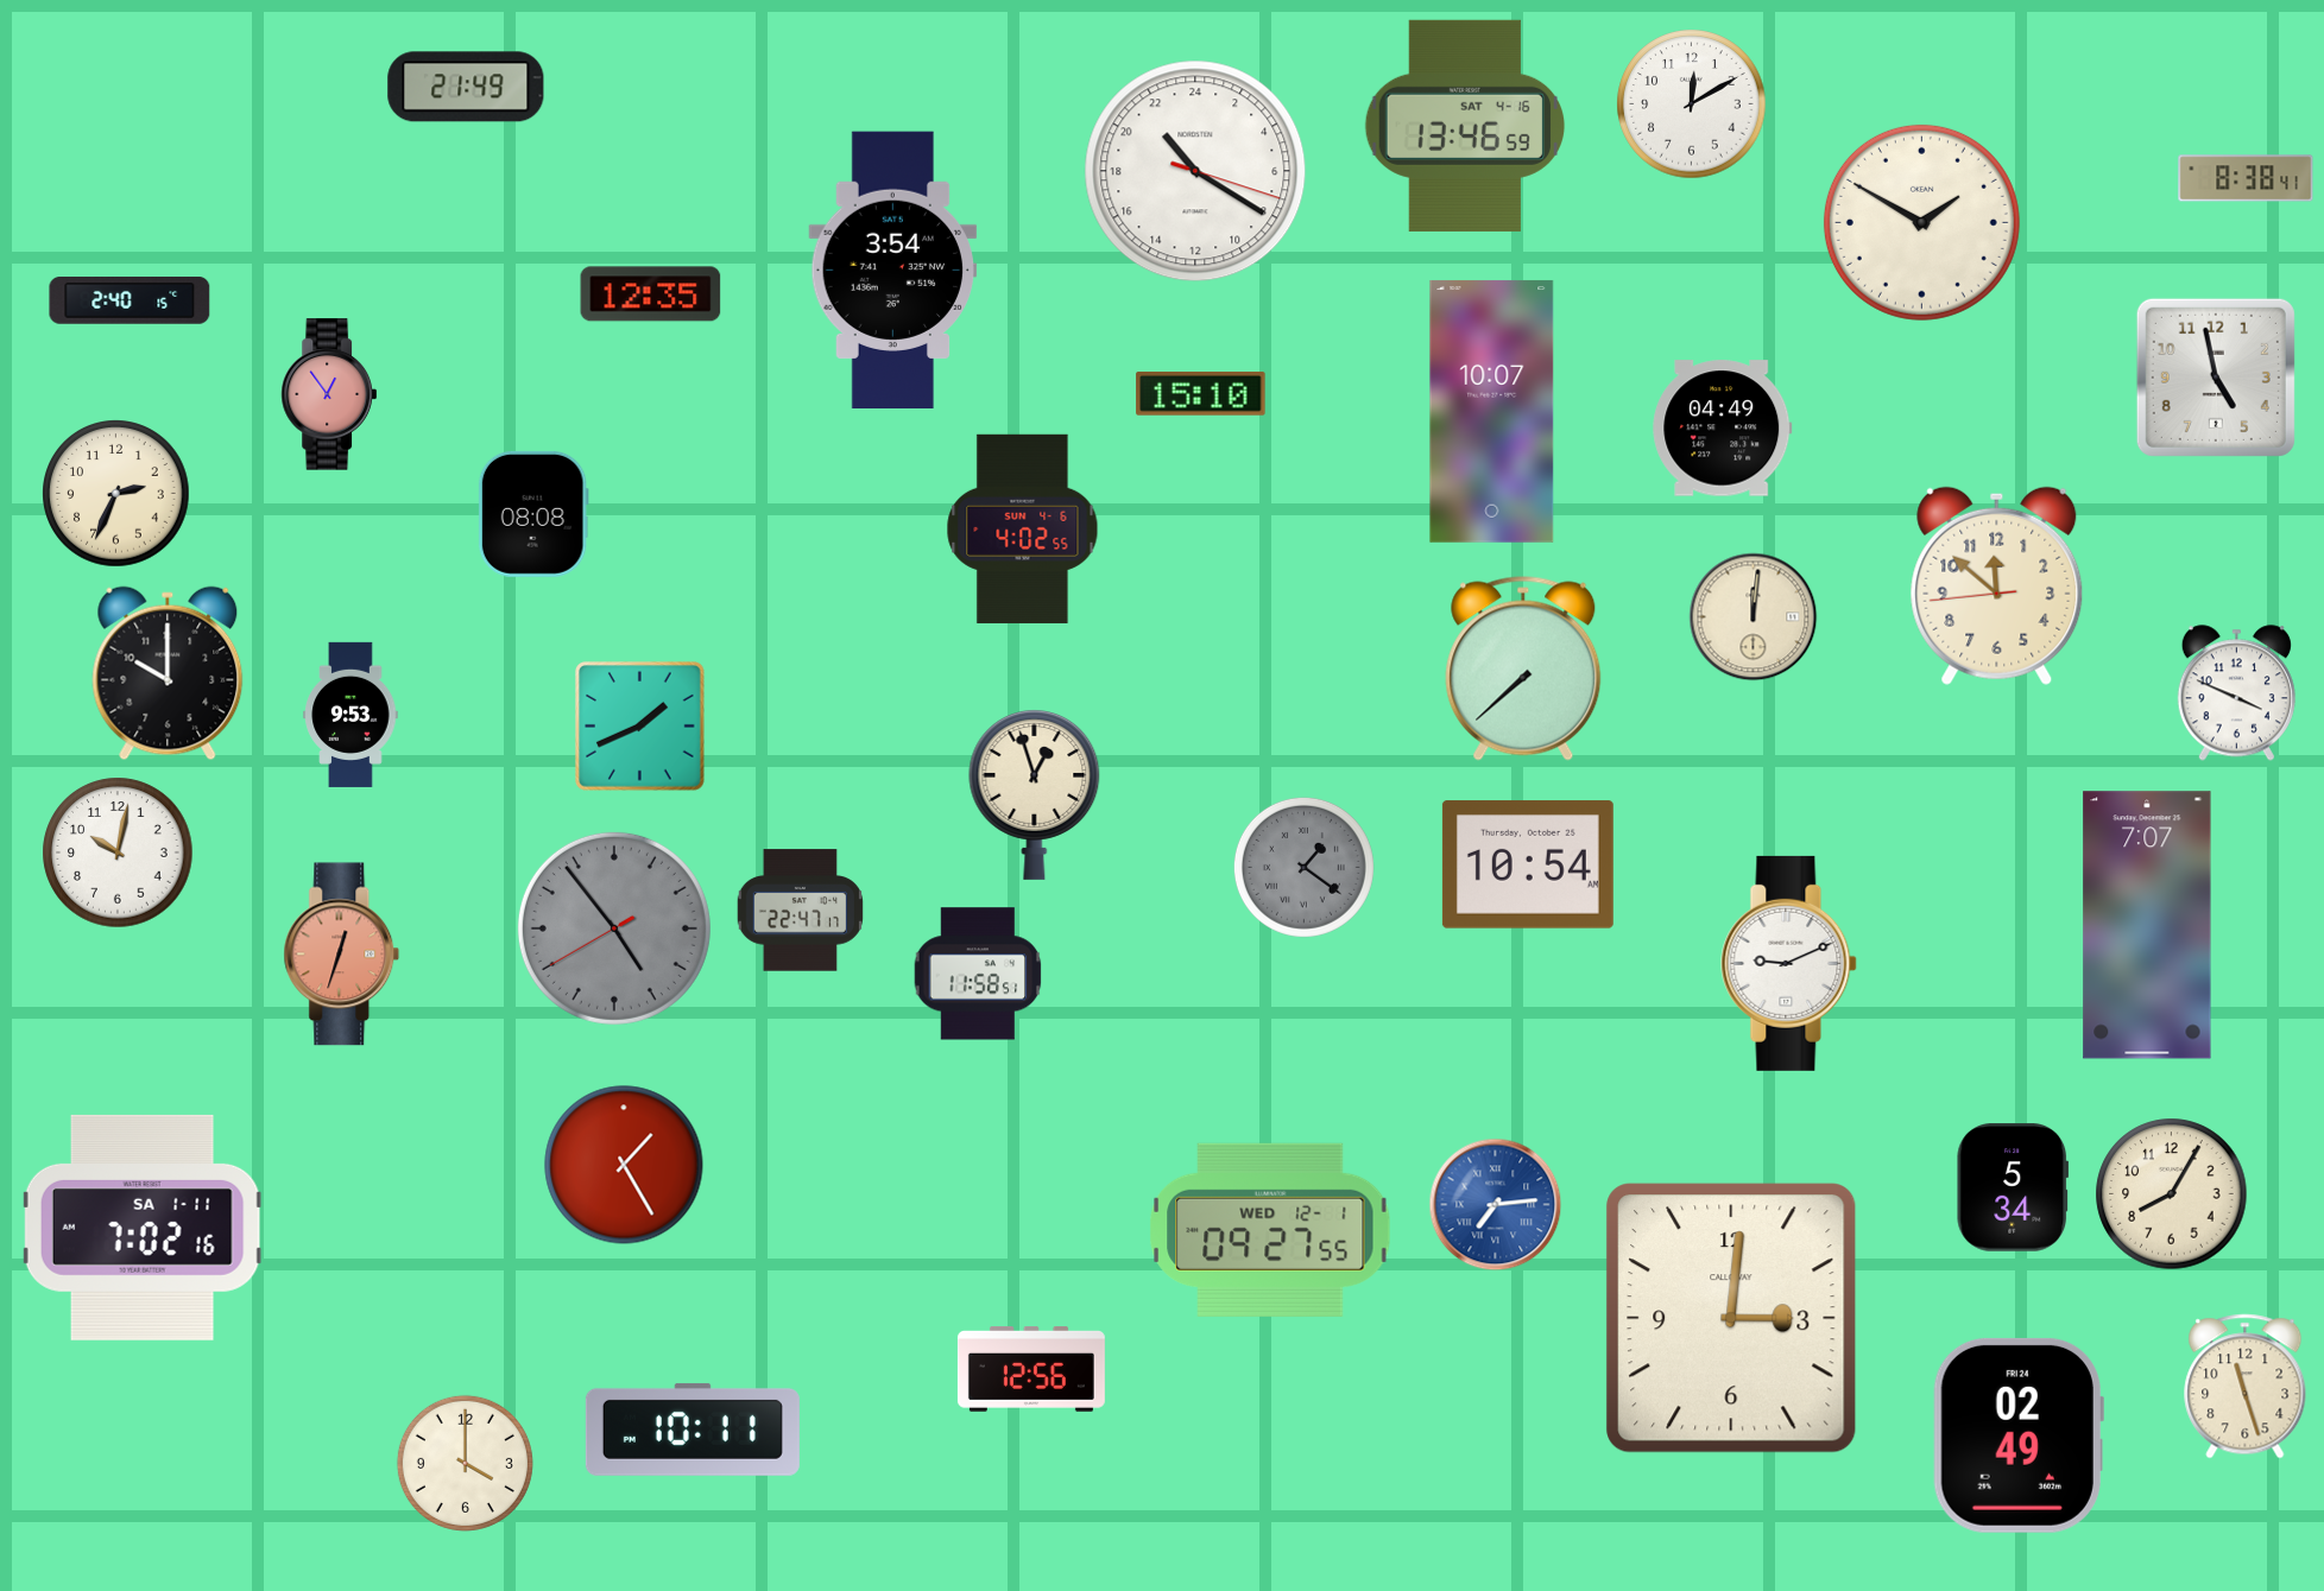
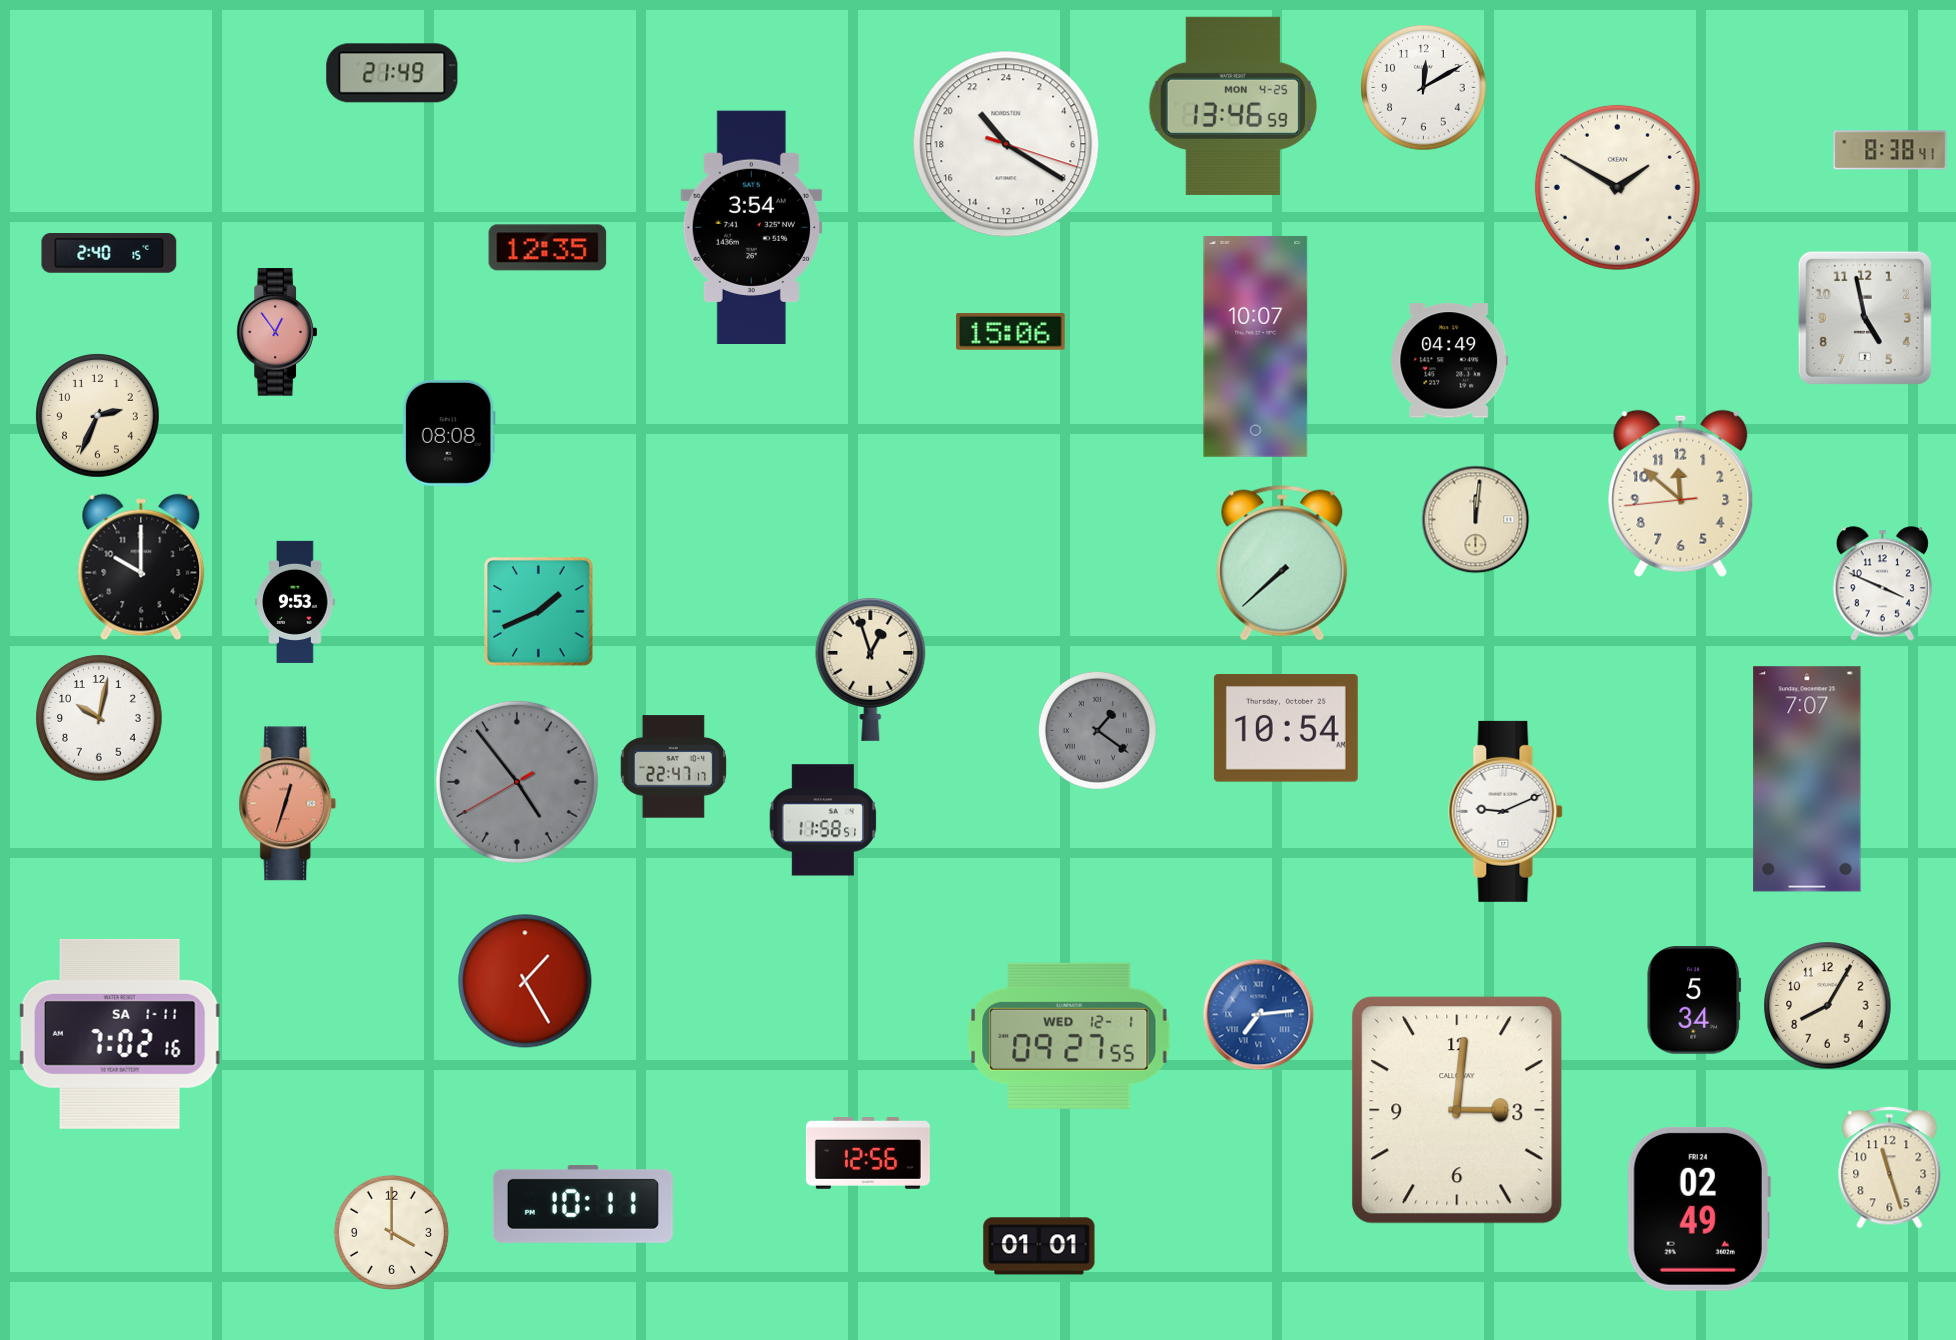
clock at (1464, 126) date: SAT 4-16 -> MON 4-25
clock at (1201, 394): 15:10 -> 15:06
clock at (1023, 528): 4:02 -> none
clock at (1039, 1246): none -> 01:01
